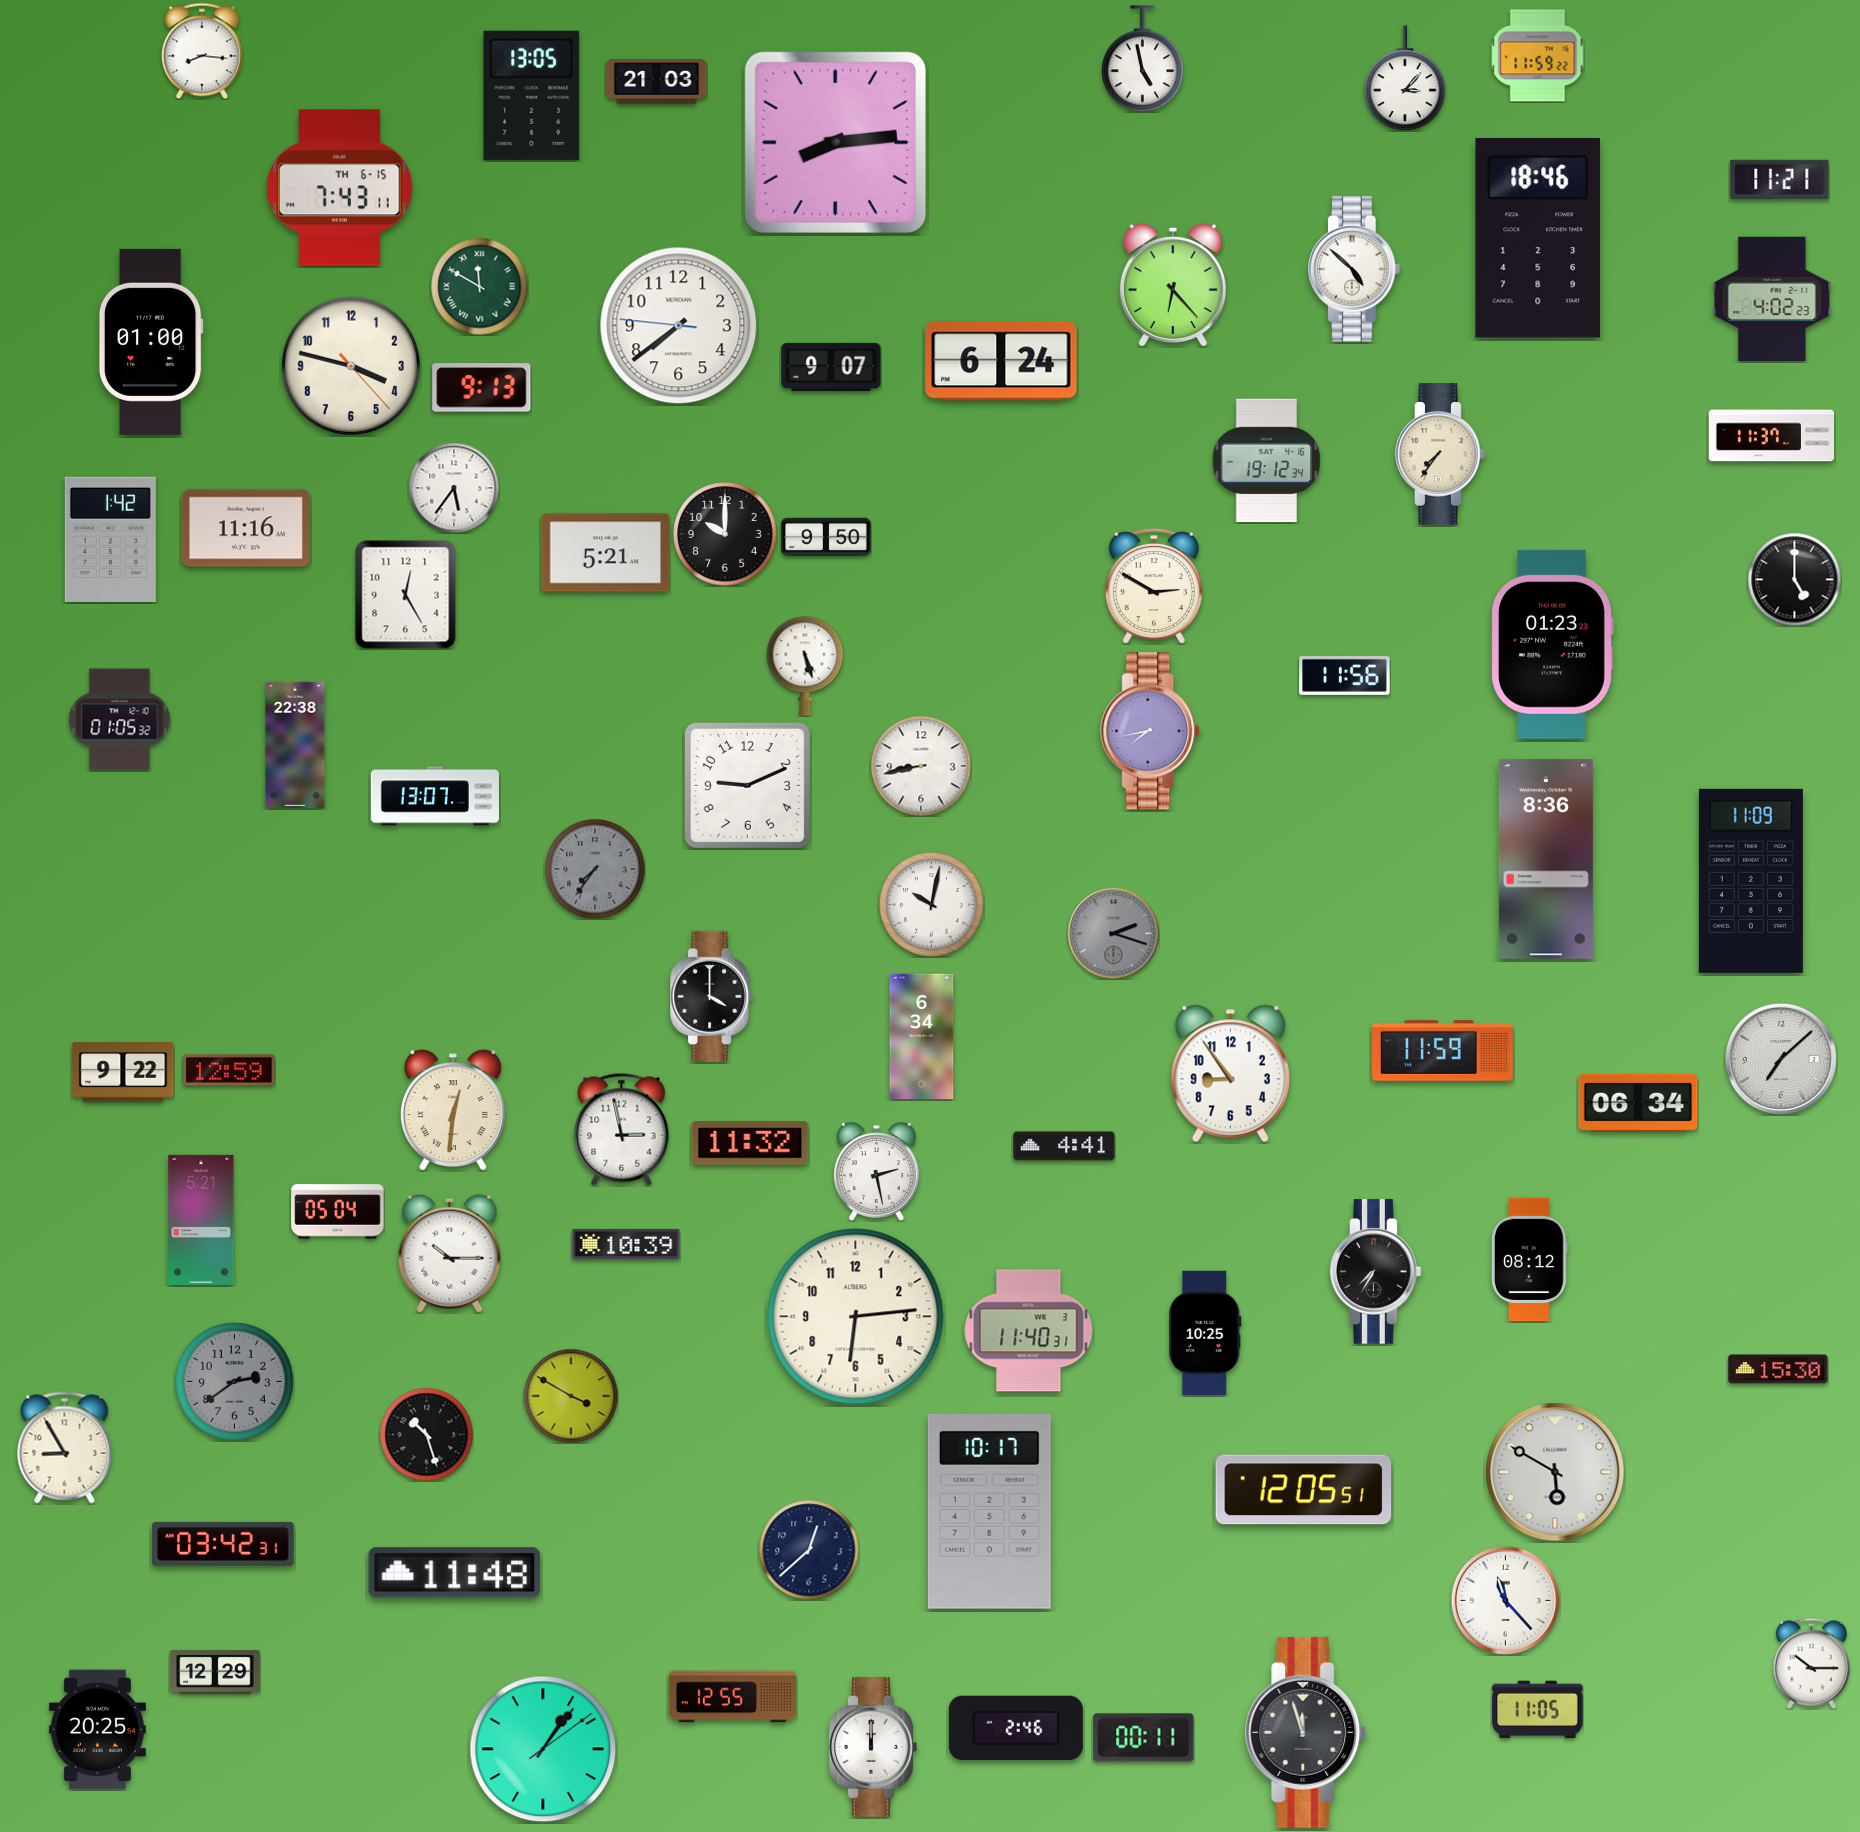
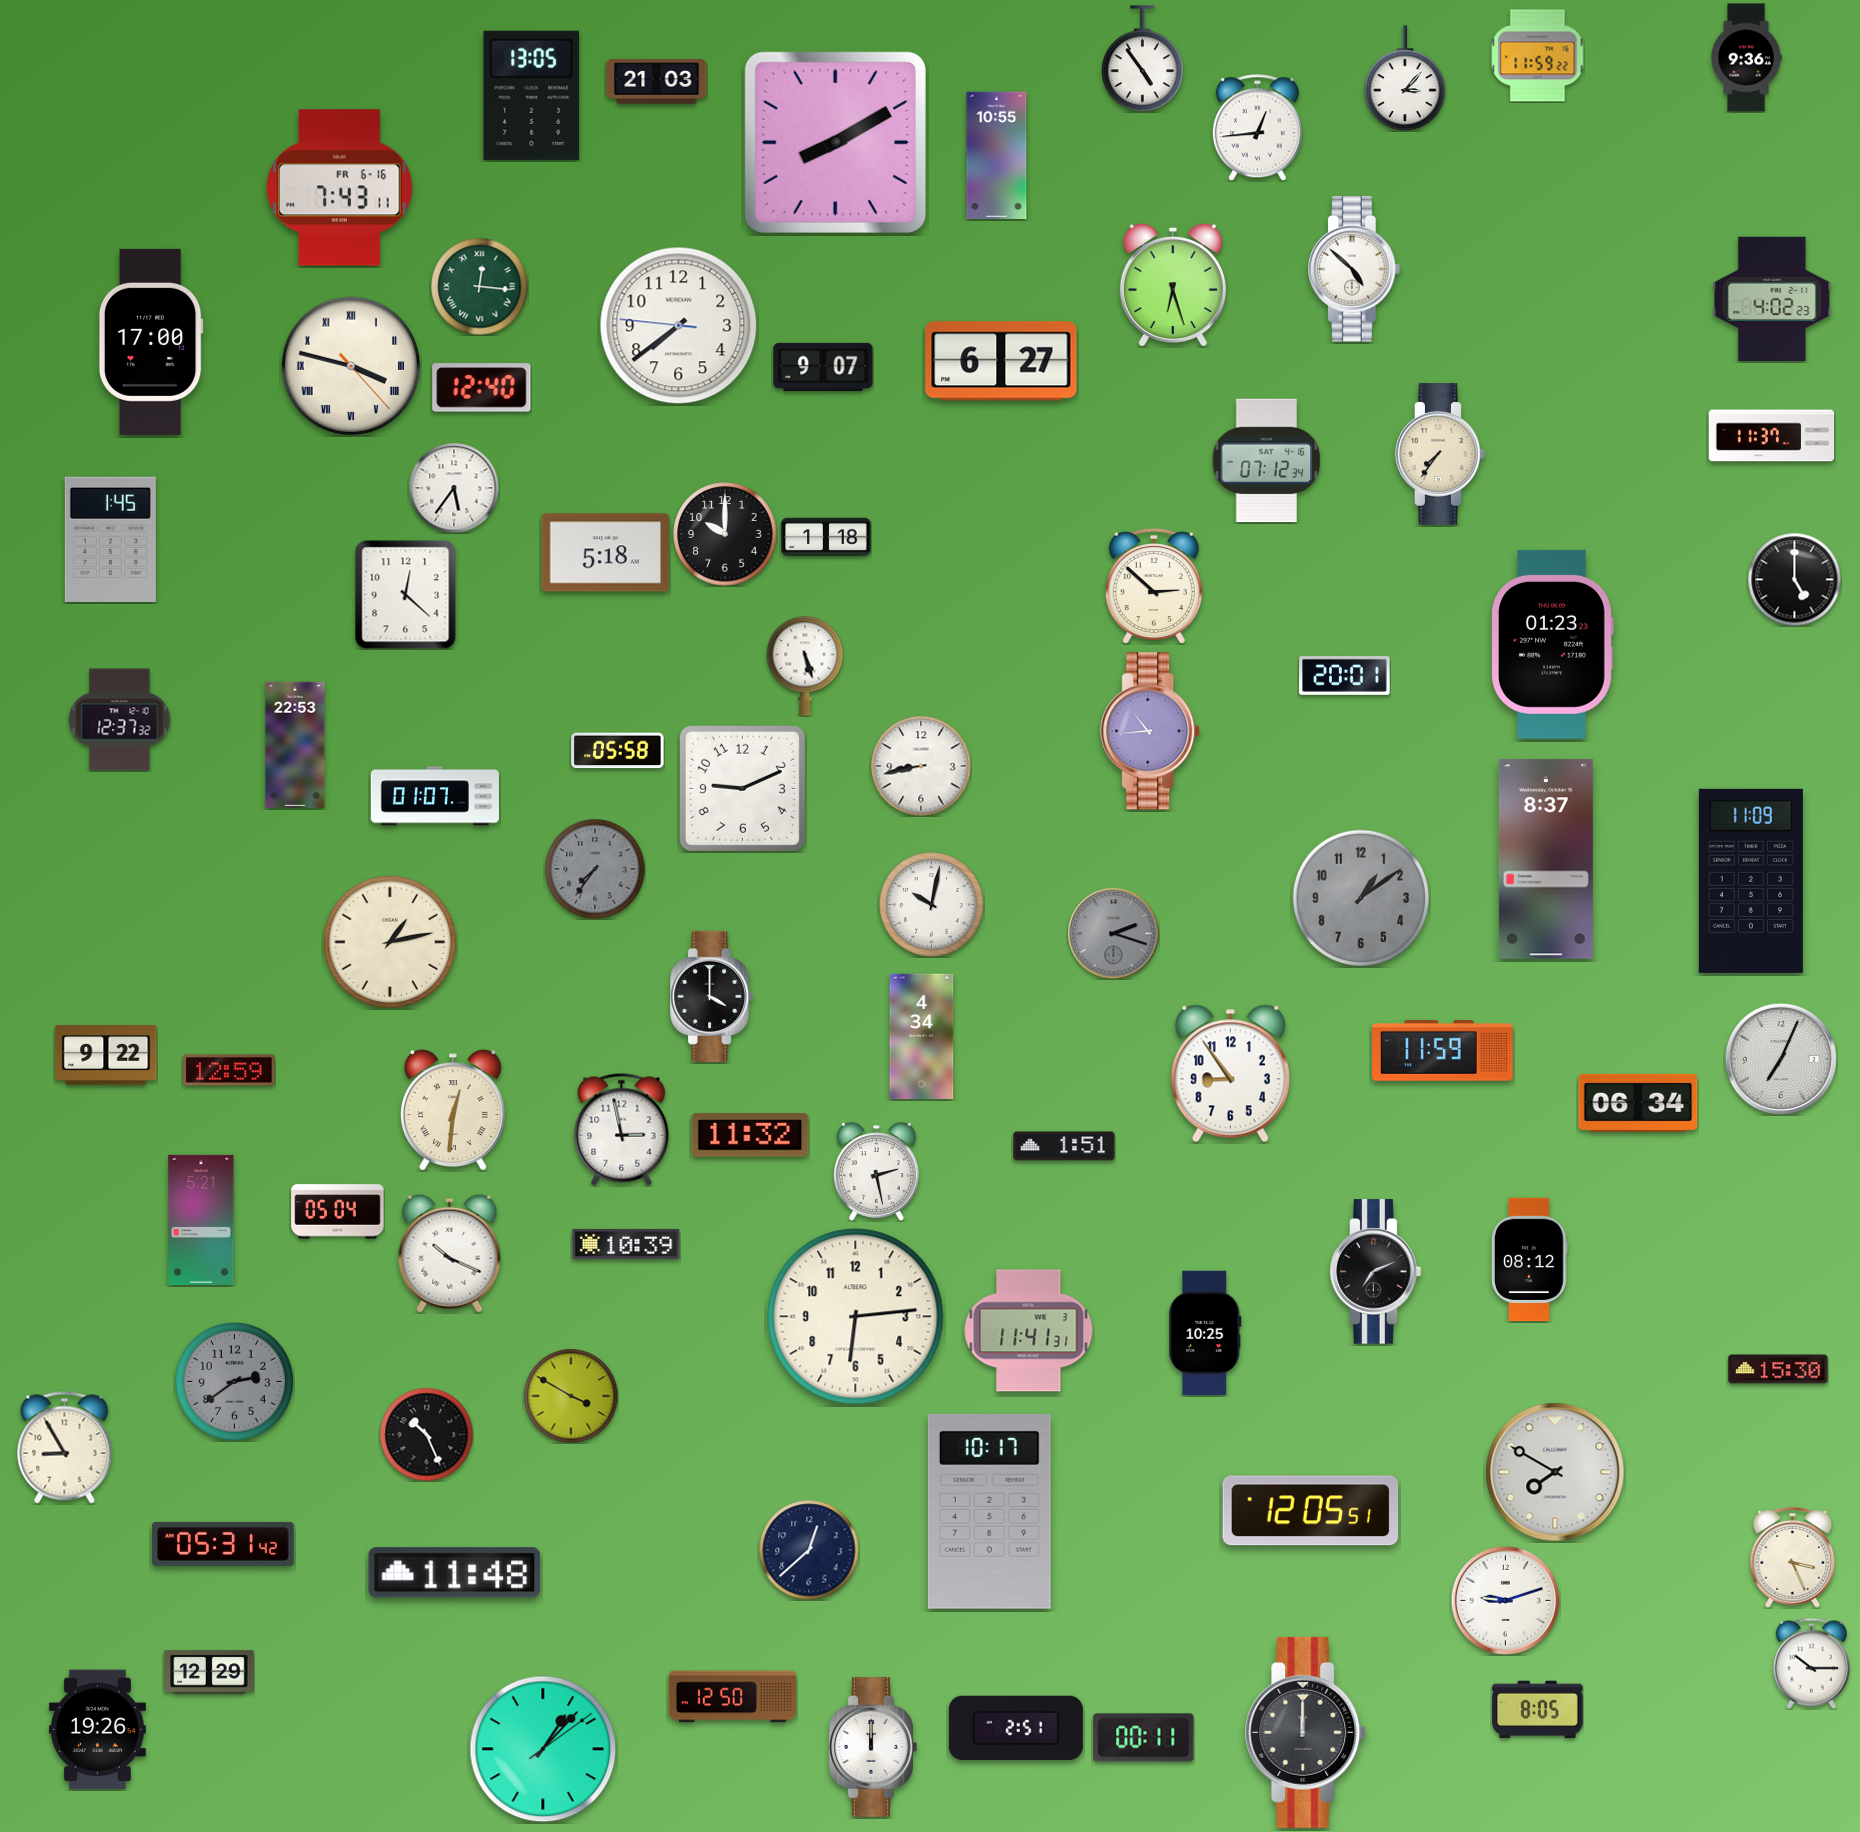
clock at (202, 51): 8:16 -> none
clock at (1143, 58): 4:58 -> 4:54
clock at (1746, 58): none -> 9:36
clock at (1257, 128): none -> 12:44
clock at (835, 142): 8:14 -> 8:10
clock at (997, 155): none -> 10:55
clock at (1780, 179): 11:21 -> none
clock at (340, 188) date: TH 6-15 -> FR 6-16
clock at (1537, 238): 18:46 -> none
clock at (1173, 285): 6:23 -> 6:27
clock at (479, 286): 11:50 -> 12:16
clock at (151, 342): 01:00 -> 17:00
clock at (1001, 361): 6:24 -> 6:27
clock at (351, 366) numerals: Arabic -> Roman
clock at (831, 367) position: (831, 367) -> (823, 367)
clock at (482, 388): 9:13 -> 12:40
clock at (1267, 461): 19:12 -> 07:12
clock at (246, 528): 11:16 -> none
clock at (826, 537): 9:50 -> 1:18
clock at (110, 539): 1:42 -> 1:45
clock at (605, 553): 5:21 -> 5:18
clock at (1154, 586): 2:50 -> 2:52
clock at (406, 595): 12:25 -> 12:22
clock at (1345, 676): 11:56 -> 20:01
clock at (120, 720): 01:05 -> 12:37
clock at (1151, 731): 7:43 -> 10:44
clock at (295, 745): 22:38 -> 22:53
clock at (618, 751): none -> 05:58
clock at (747, 785) position: (747, 785) -> (742, 788)
clock at (435, 796): 13:07 -> 01:07
clock at (1546, 859): 8:36 -> 8:37
clock at (1361, 898): none -> 1:09
clock at (390, 942): none -> 1:13
clock at (922, 1037): 6:34 -> 4:34
clock at (1780, 1058): 7:08 -> 7:04
clock at (123, 1072) position: (123, 1072) -> (106, 1055)
clock at (750, 1143) position: (750, 1143) -> (750, 1135)
clock at (1064, 1146): 4:41 -> 1:51
clock at (450, 1253): 10:15 -> 10:19
clock at (1376, 1272): 7:35 -> 7:11
clock at (1029, 1331): 11:40 -> 11:41
clock at (426, 1434): 10:27 -> 10:26
clock at (1555, 1472): 5:50 -> 7:50
clock at (1304, 1490) position: (1304, 1490) -> (1311, 1511)
clock at (223, 1544): 03:42 -> 05:31
clock at (1793, 1558): none -> 3:26
clock at (1505, 1600): 11:23 -> 9:12
clock at (215, 1672) position: (215, 1672) -> (209, 1672)
clock at (732, 1697): 12:55 -> 12:50
clock at (1538, 1710): 11:05 -> 8:05
clock at (1016, 1728): 2:46 -> 2:51
clock at (97, 1730): 20:25 -> 19:26
clock at (1306, 1732): 11:57 -> 12:00
clock at (543, 1749): 1:06 -> 1:07
